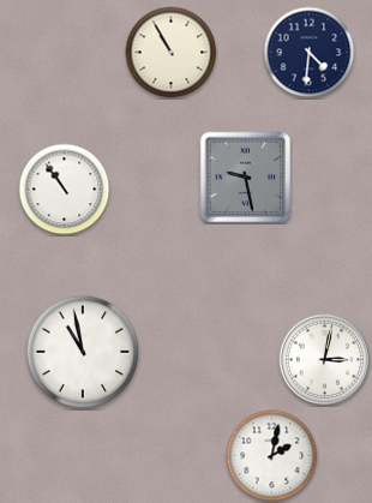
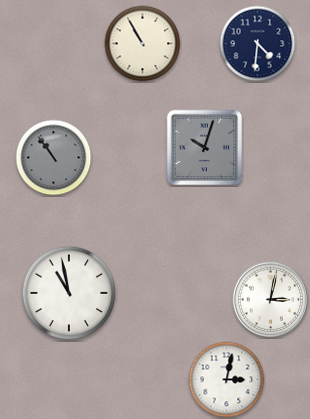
clock at (246, 178): 9:28 -> 10:03
clock at (65, 190) dial: white -> grey
clock at (272, 456): 2:02 -> 3:02
